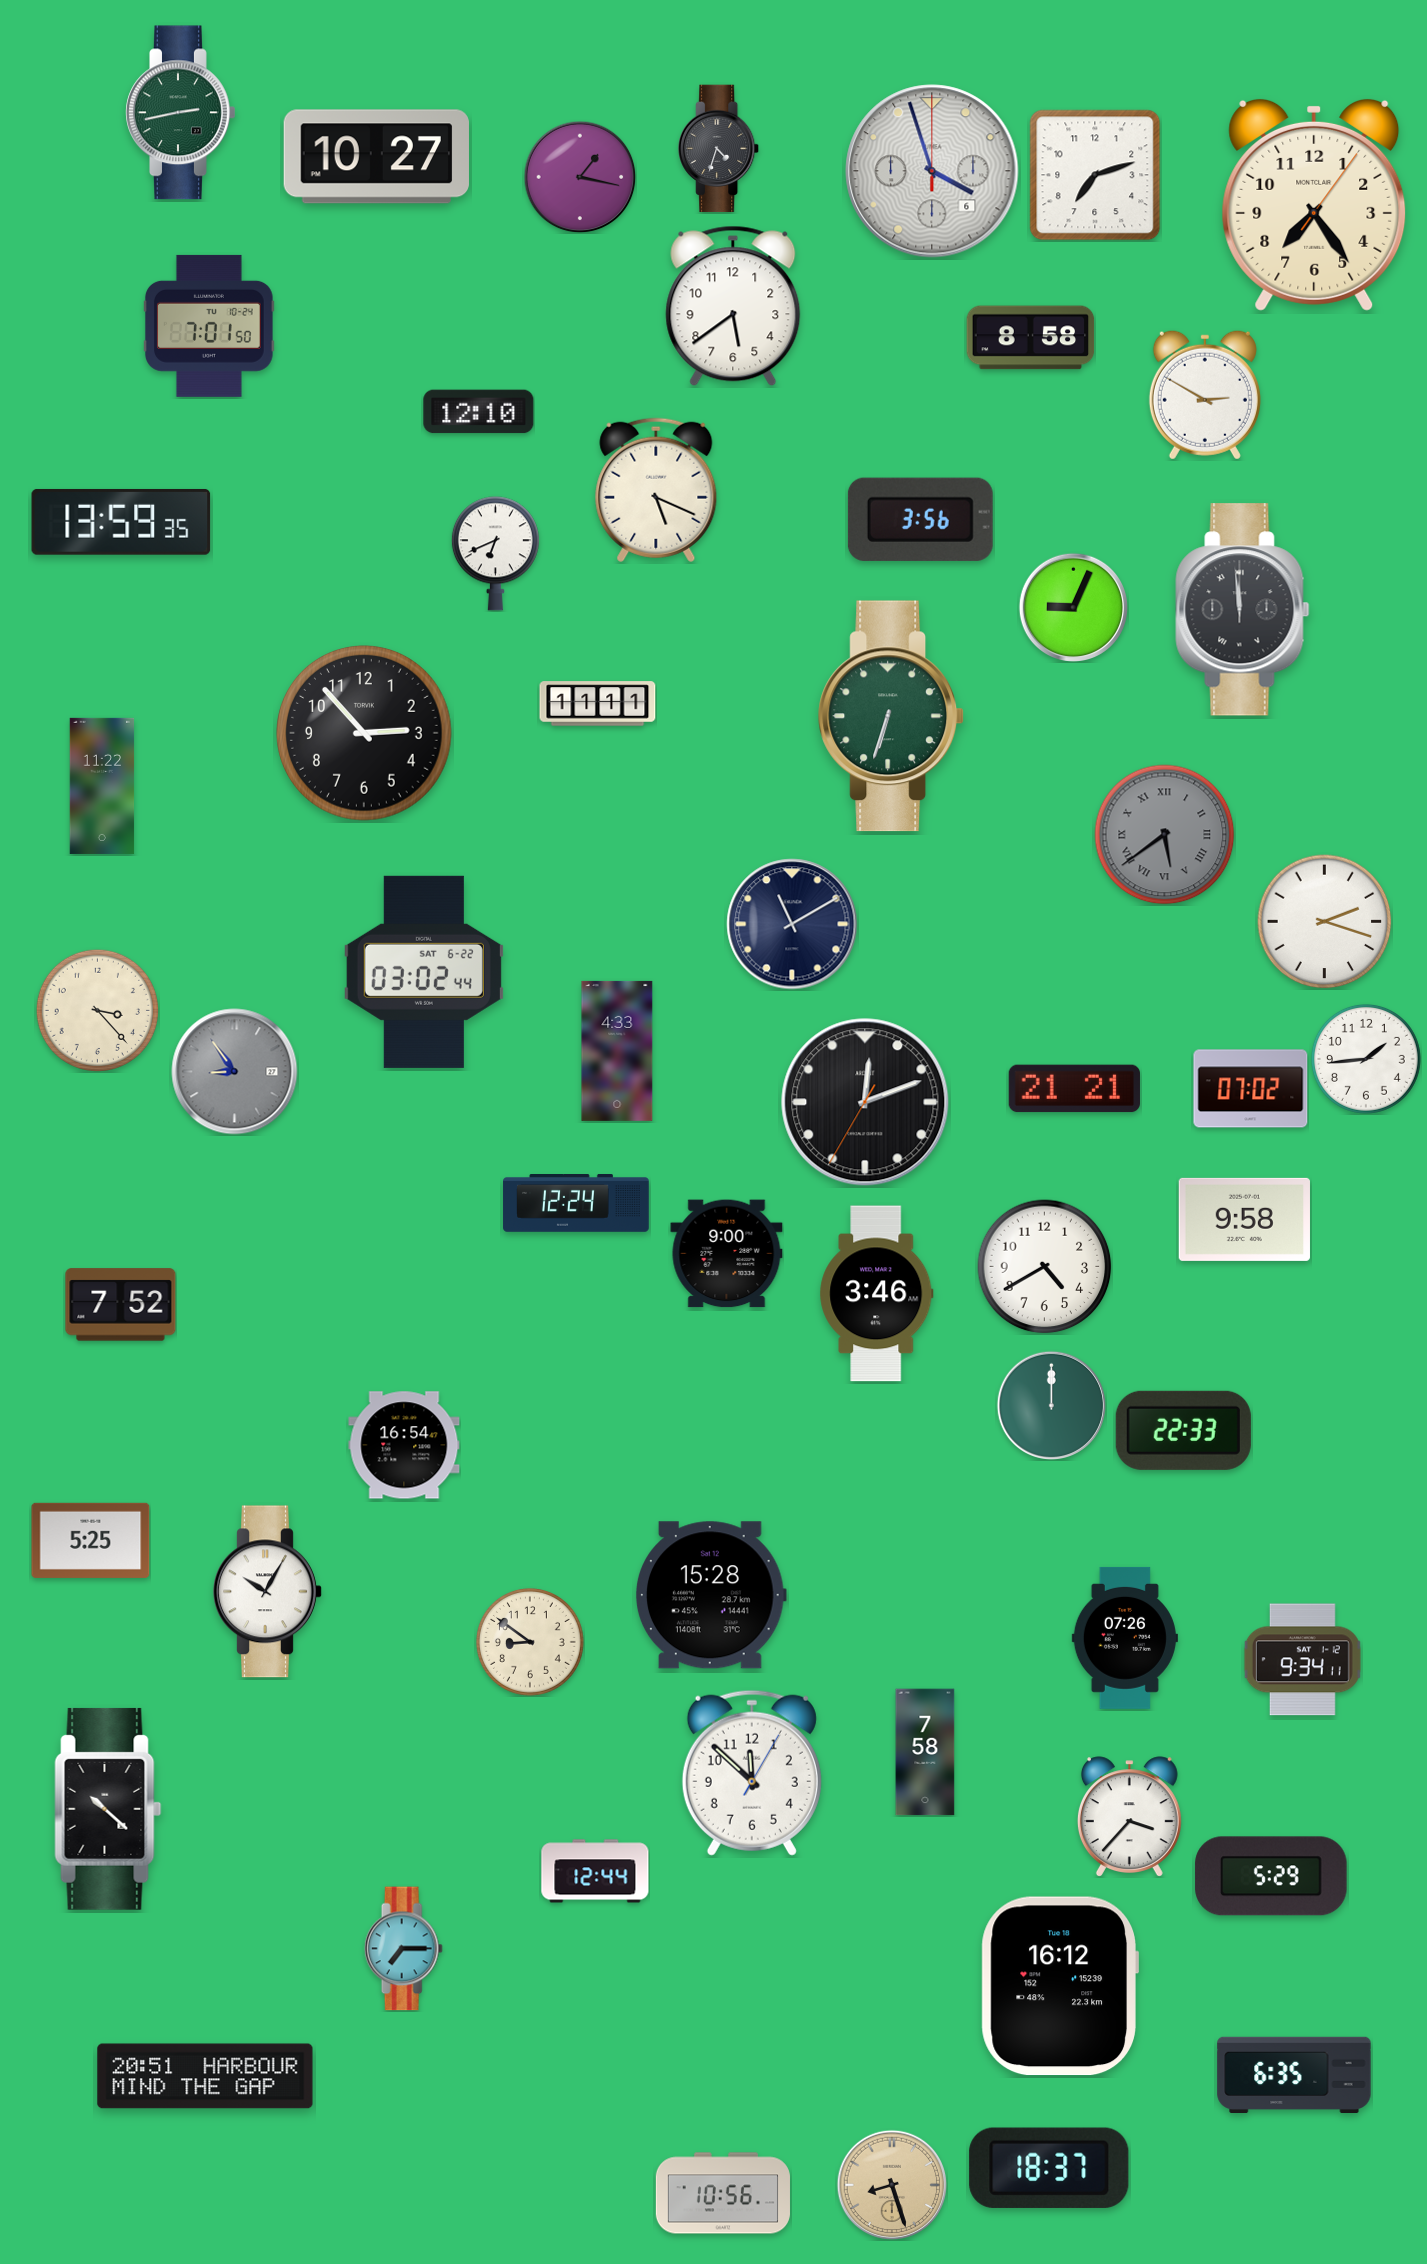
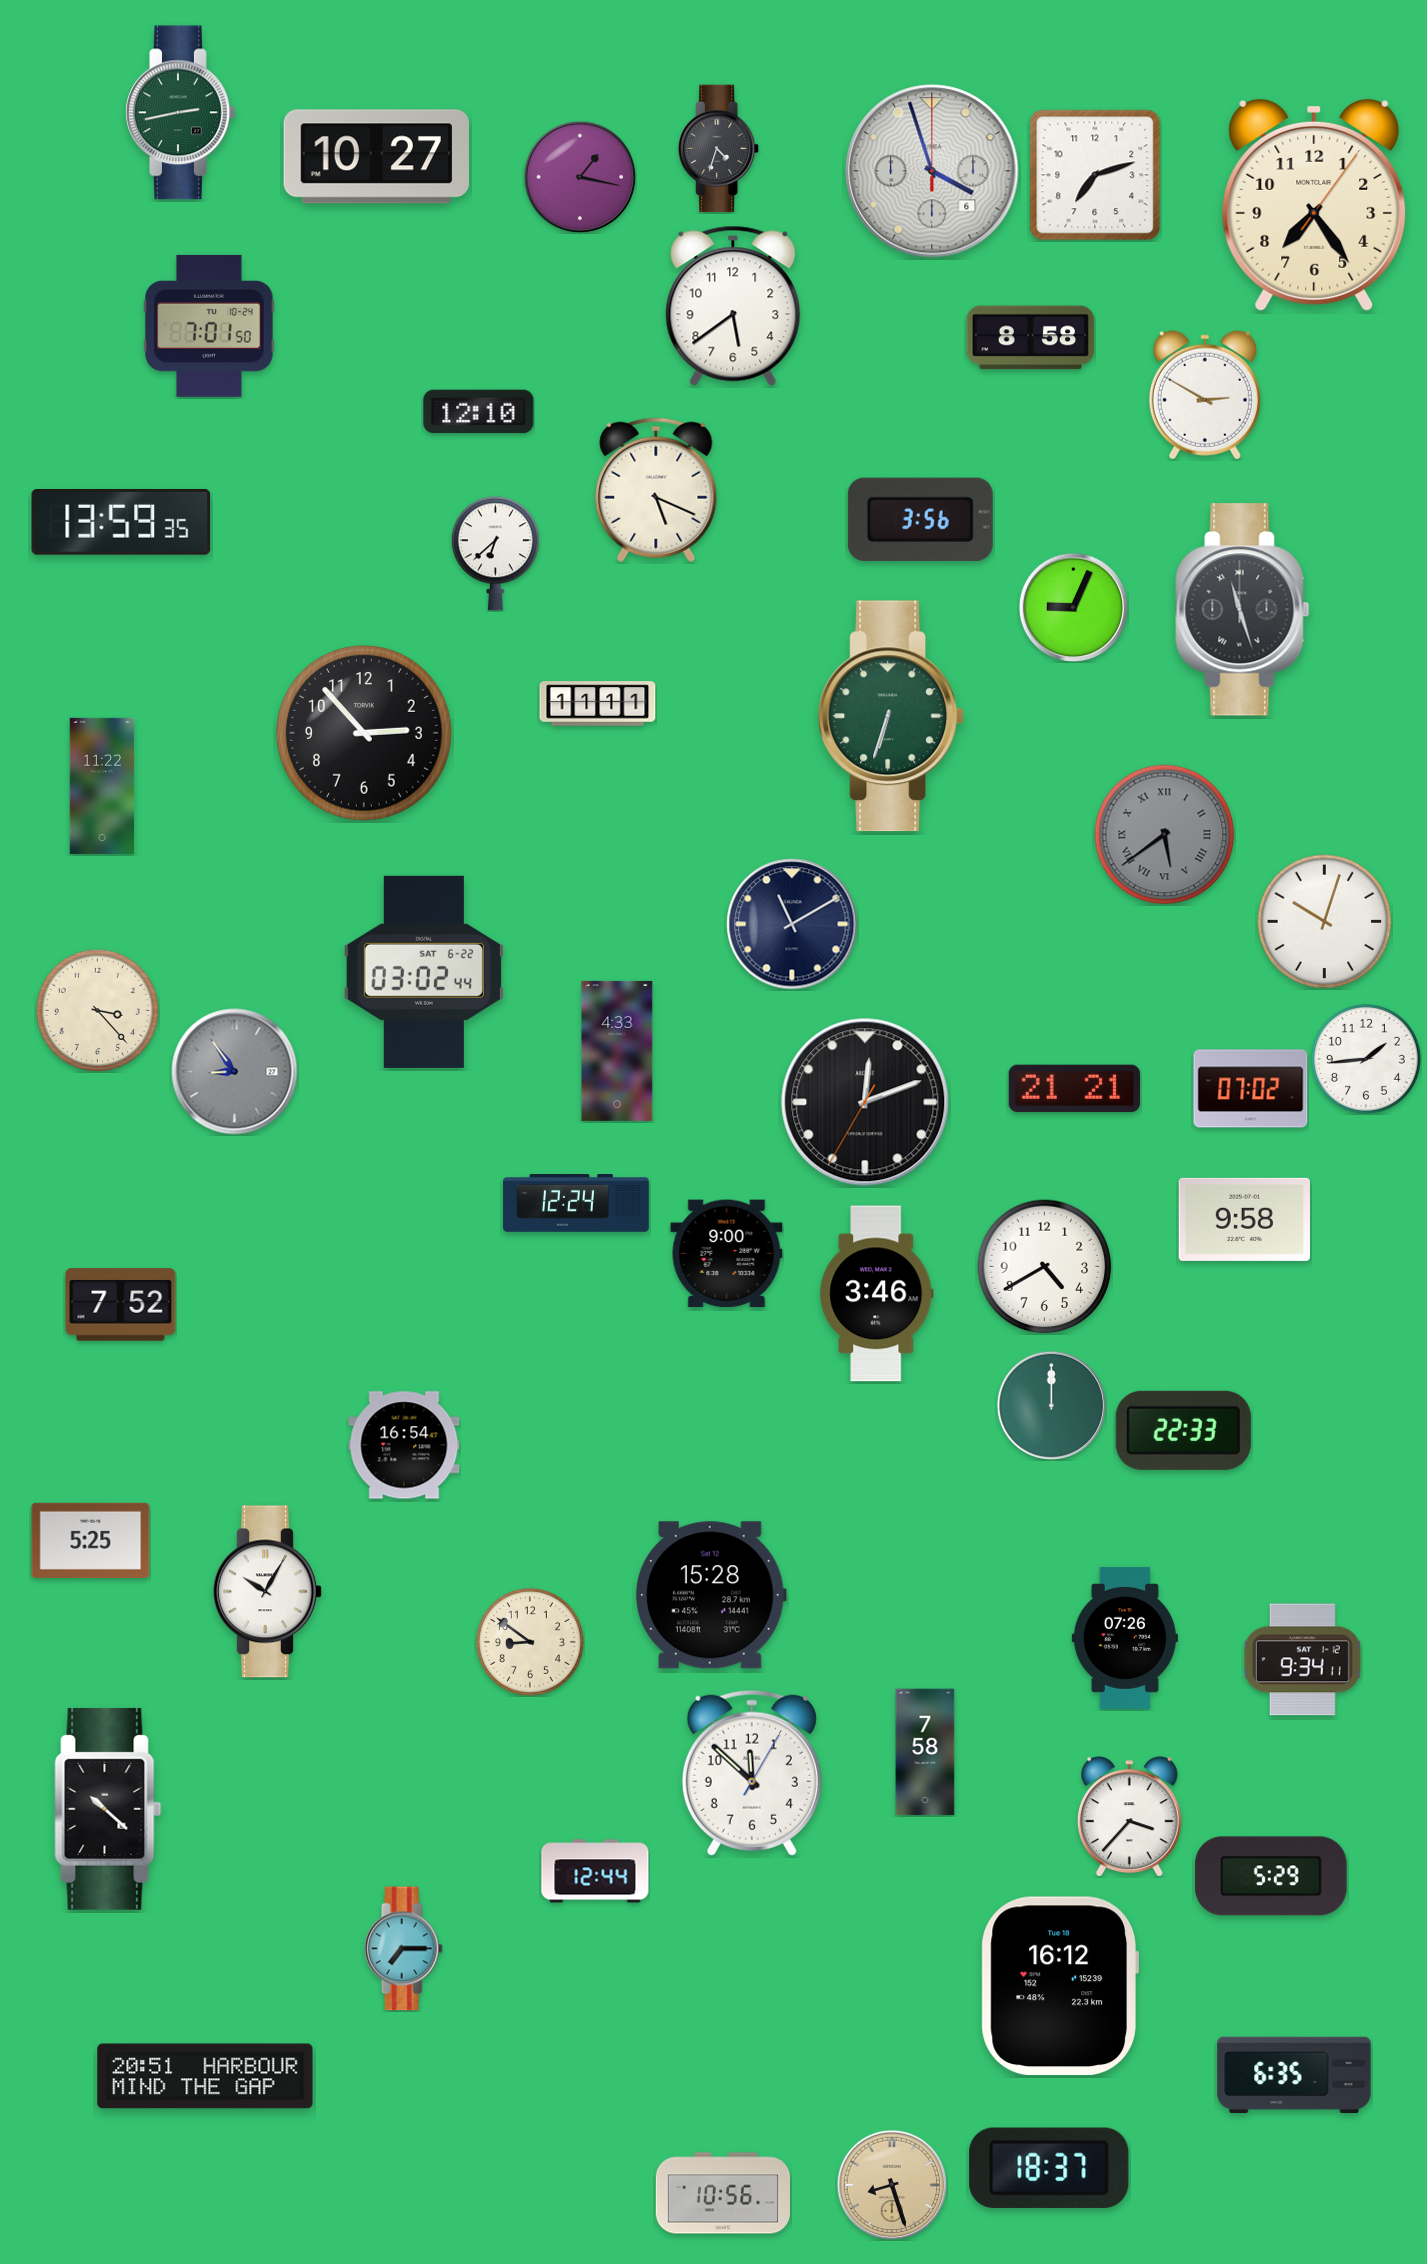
clock at (495, 554): 6:41 -> 6:38
clock at (1243, 610): 11:59 -> 11:27
clock at (1325, 922): 2:18 -> 10:03
